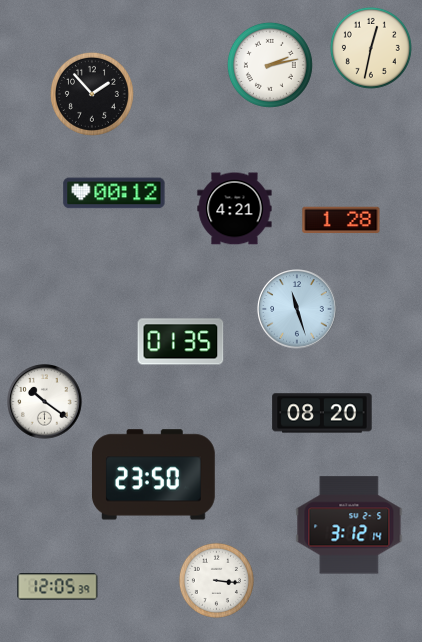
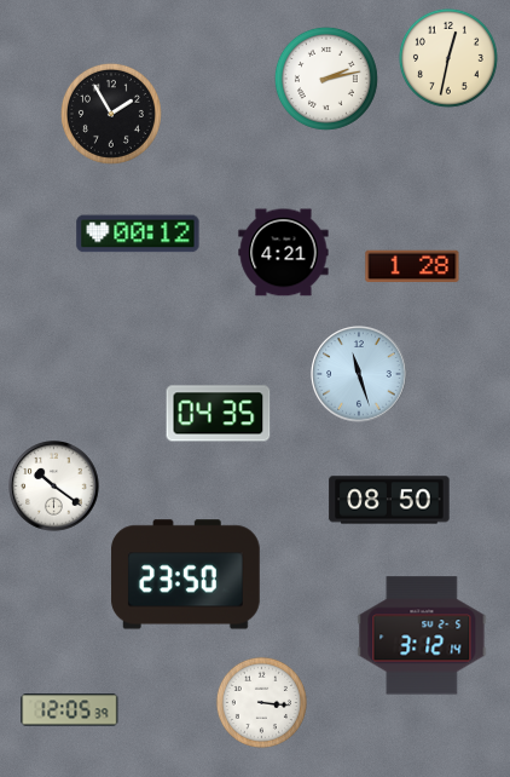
clock at (92, 94): 1:53 -> 1:55
clock at (181, 342): 01:35 -> 04:35
clock at (322, 413): 08:20 -> 08:50
